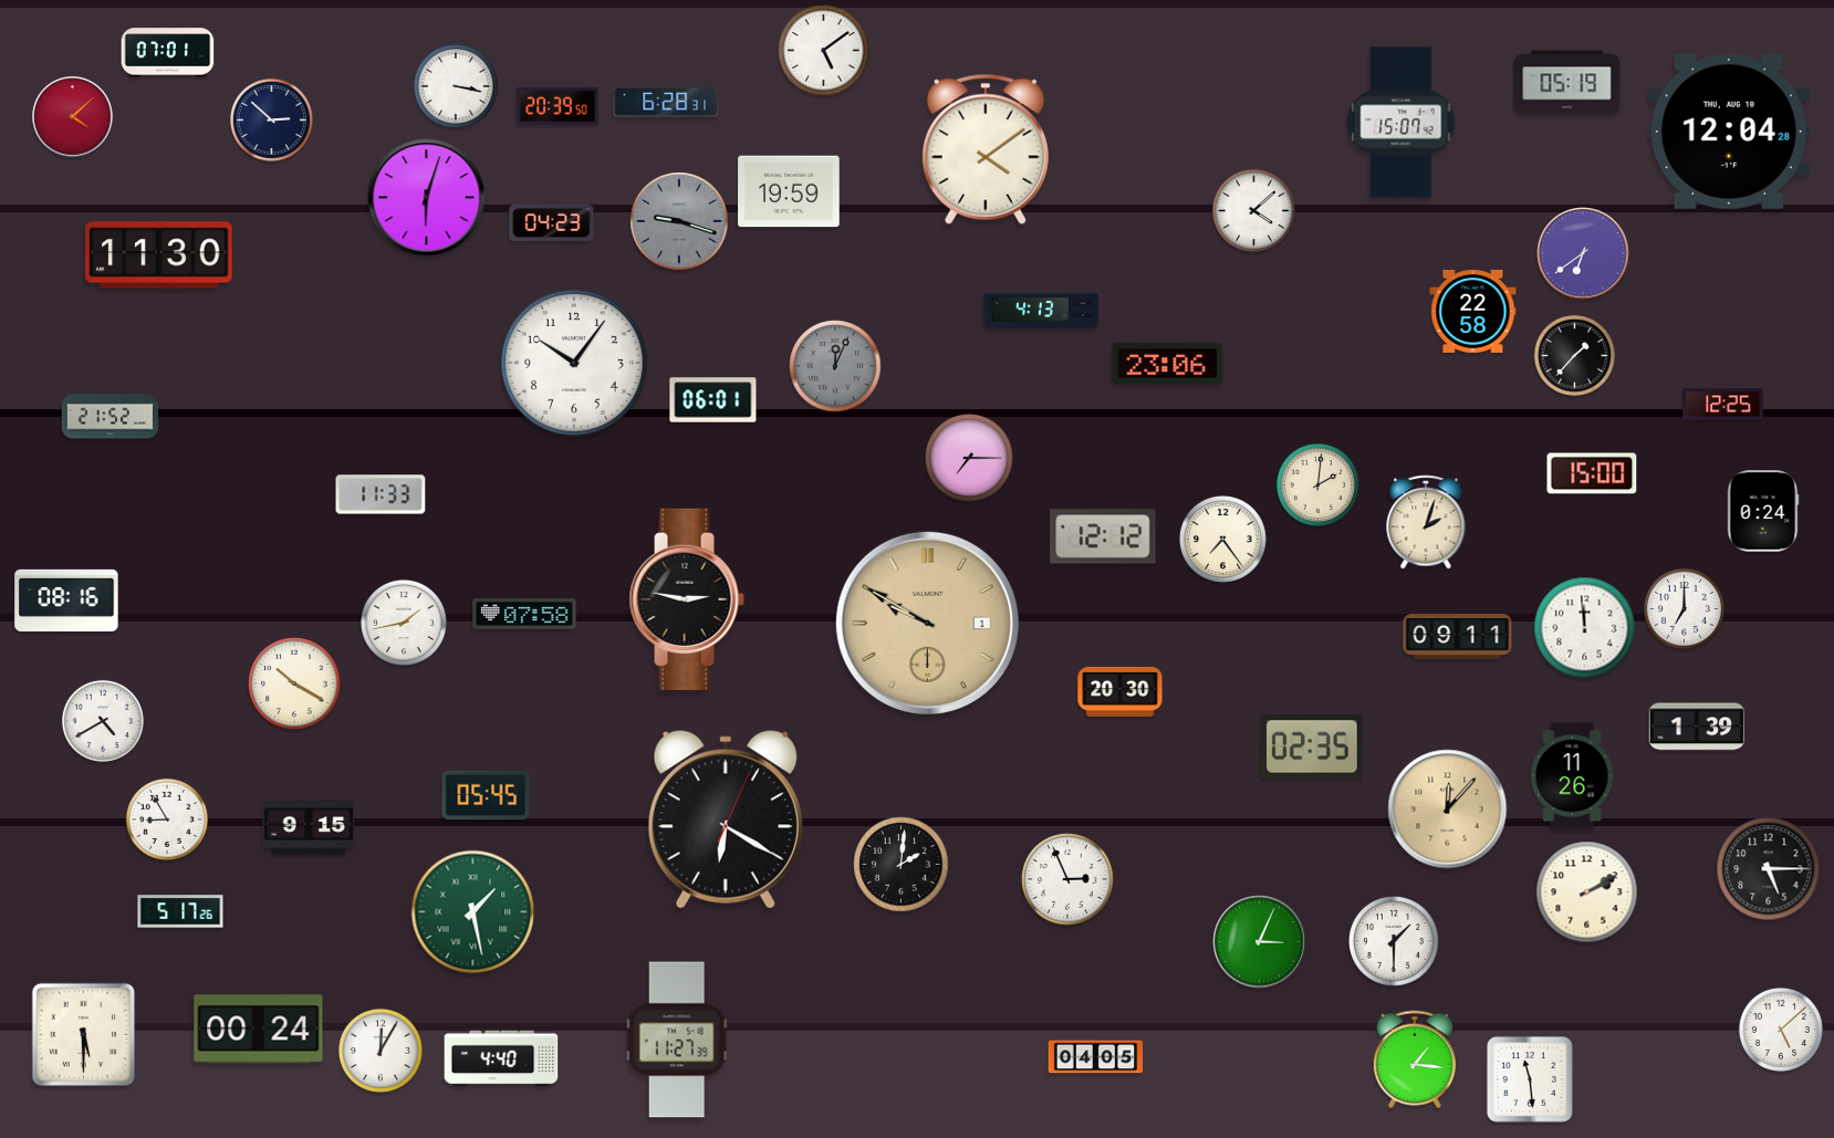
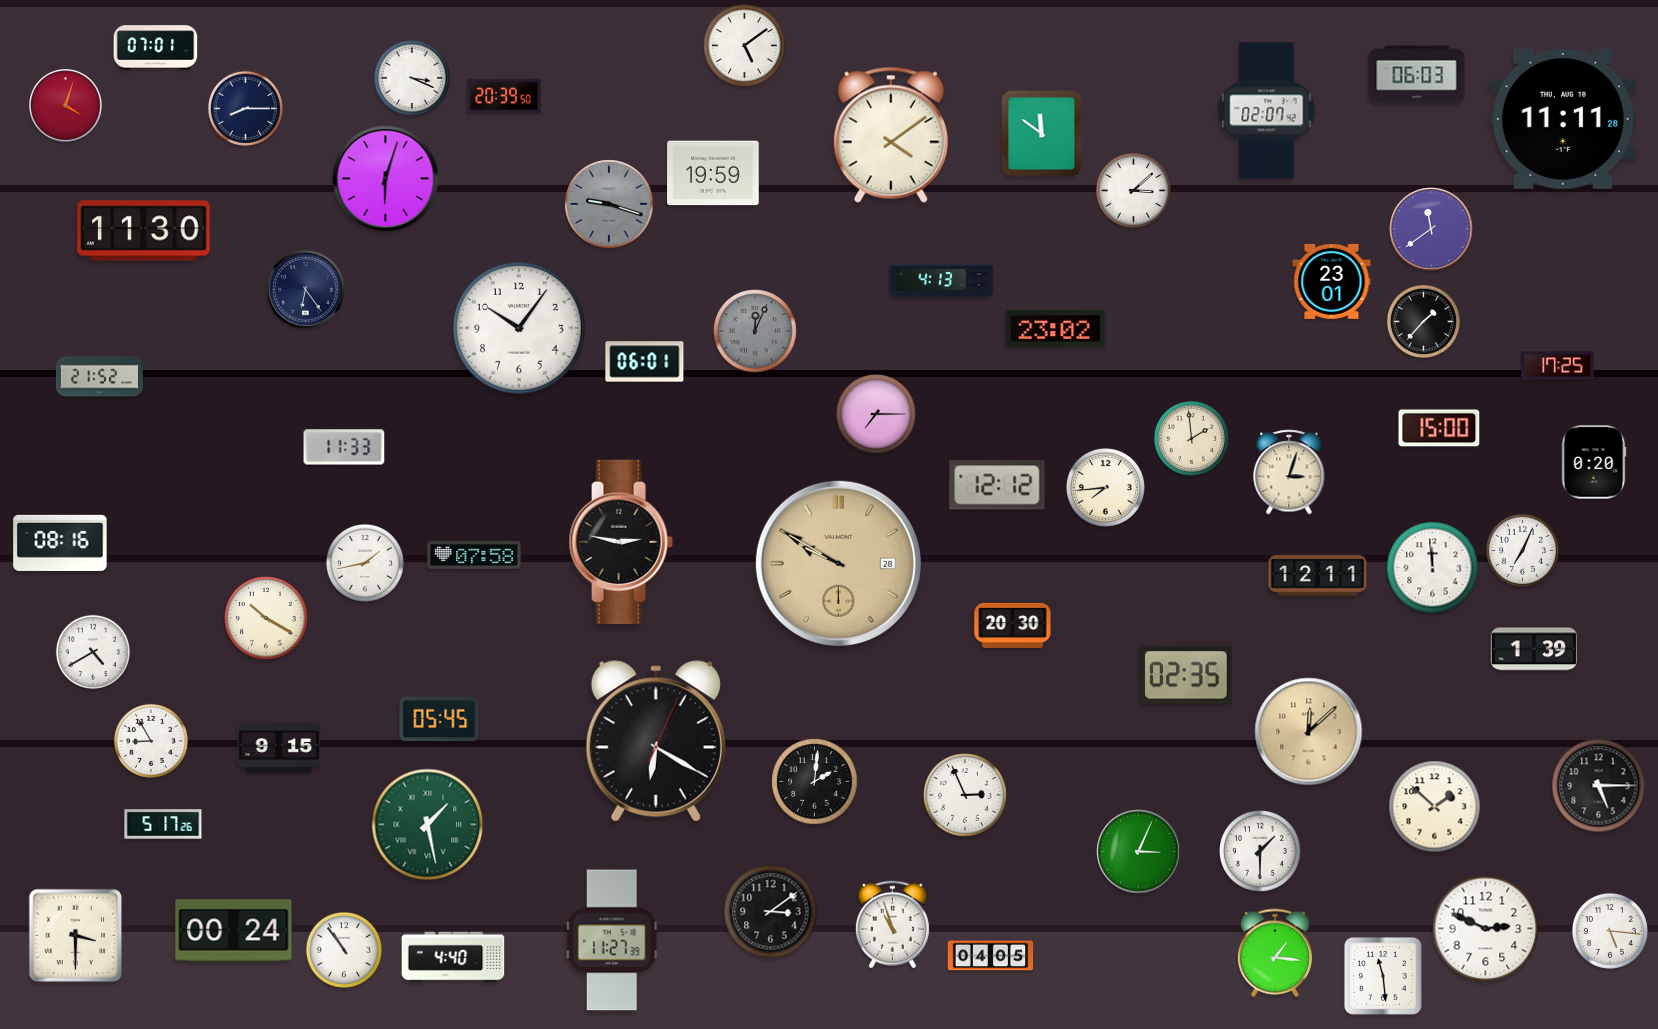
clock at (168, 53) position: (168, 53) -> (156, 48)
clock at (1567, 83): 05:19 -> 06:03
clock at (456, 86): 3:17 -> 3:19
clock at (666, 102): 6:28 -> none
clock at (73, 117): 4:08 -> 4:03
clock at (271, 119): 2:52 -> 8:15
clock at (1401, 123): 15:07 -> 02:07
clock at (1729, 132): 12:04 -> 11:11
clock at (1042, 134): none -> 11:51
clock at (1253, 210): 4:08 -> 3:08
clock at (679, 221) position: (679, 221) -> (609, 204)
clock at (552, 222): 04:23 -> none
clock at (1583, 253): 6:39 -> 11:39
clock at (1473, 311): 22:58 -> 23:01
clock at (306, 290): none -> 6:24
clock at (1168, 363): 23:06 -> 23:02
clock at (1723, 405): 12:25 -> 17:25
clock at (1317, 484): 2:01 -> 1:59
clock at (1763, 511): 0:24 -> 0:20
clock at (1426, 522): 2:03 -> 3:03
clock at (1222, 539): 7:24 -> 7:44
clock at (1684, 608): 7:00 -> 7:04
clock at (927, 623) date: 1 -> 28
clock at (1458, 637): 09:11 -> 12:11
clock at (1696, 727) position: (1696, 727) -> (1533, 649)
clock at (1572, 776): 11:26 -> none
clock at (1448, 810): 12:07 -> 12:08
clock at (1587, 892): 2:10 -> 1:52
clock at (771, 912): none -> 3:09
clock at (892, 925): none -> 10:57
clock at (1486, 929): none -> 2:49
clock at (1781, 1030): 5:08 -> 5:16
clock at (84, 1035): 5:30 -> 3:30
clock at (381, 1051): 12:05 -> 10:54
clock at (1415, 1059) position: (1415, 1059) -> (1275, 953)
